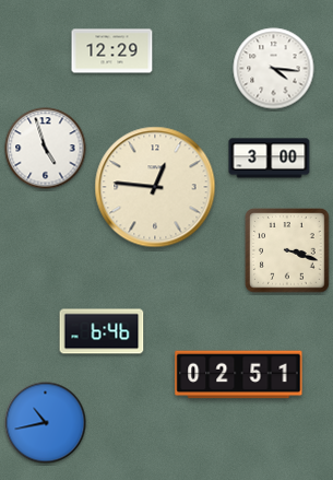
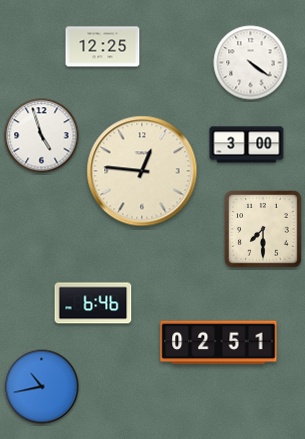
clock at (112, 51): 12:29 -> 12:25
clock at (274, 69): 4:16 -> 4:21
clock at (287, 250): 3:18 -> 7:30
